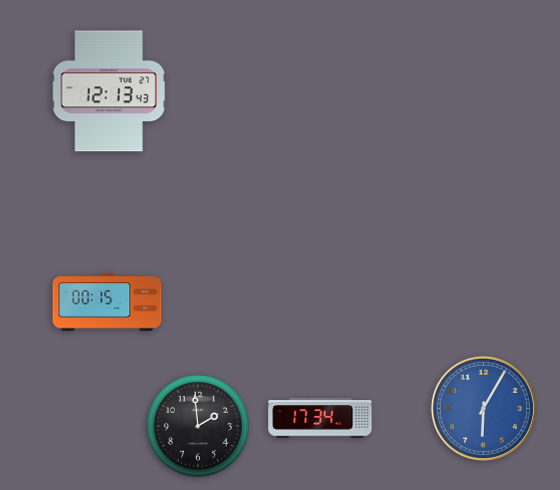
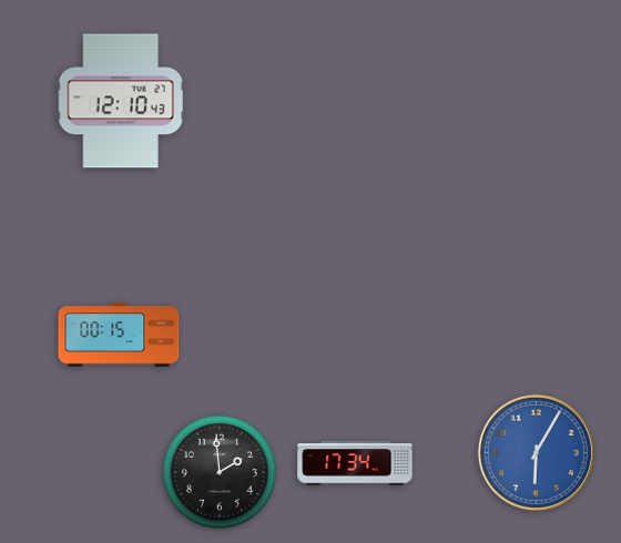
clock at (109, 91): 12:13 -> 12:10
